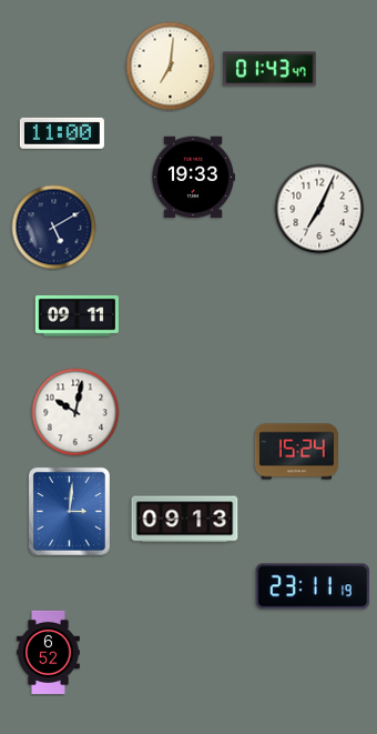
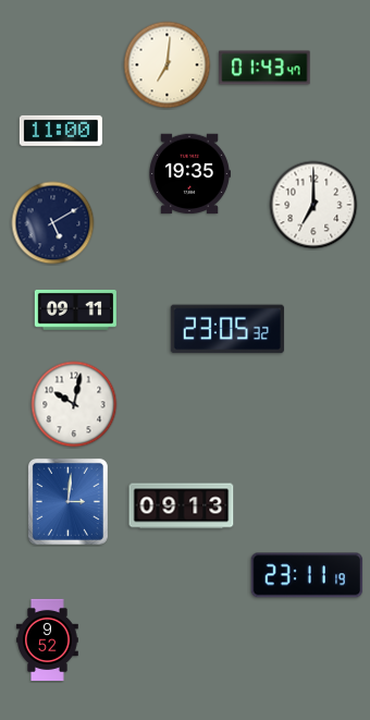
clock at (193, 178): 19:33 -> 19:35
clock at (319, 209): 7:04 -> 7:00
clock at (227, 329): none -> 23:05
clock at (296, 452): 15:24 -> none
clock at (185, 520) position: (185, 520) -> (182, 507)
clock at (49, 652): 6:52 -> 9:52
